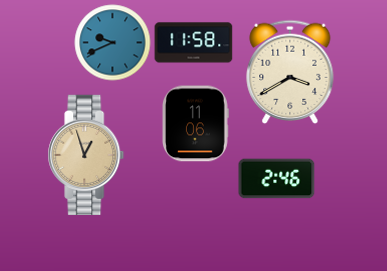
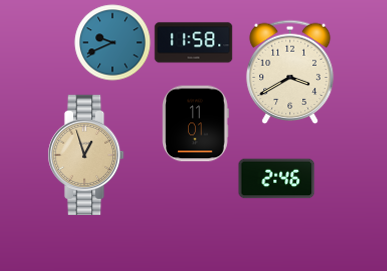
clock at (195, 124): 11:06 -> 11:01
